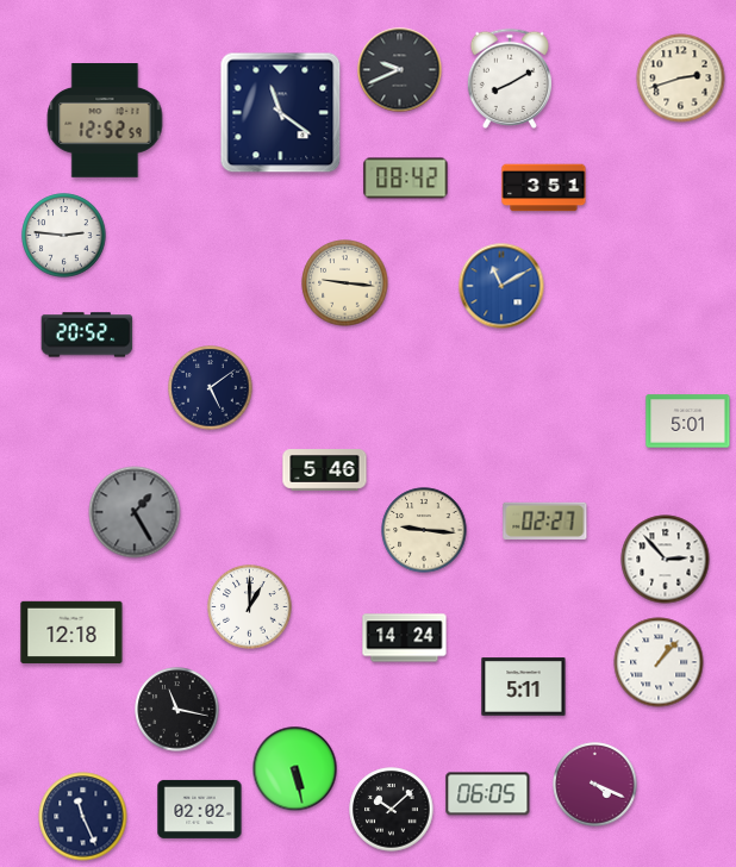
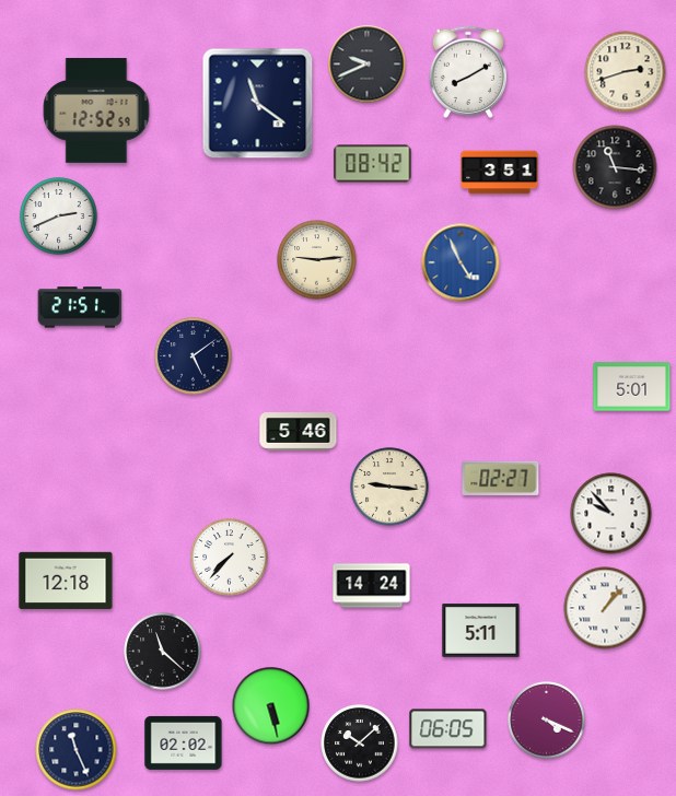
clock at (615, 167): none -> 11:16
clock at (64, 236): 2:46 -> 2:41
clock at (345, 283): 9:16 -> 9:14
clock at (501, 286): 11:10 -> 4:56
clock at (87, 335): 20:52 -> 21:51
clock at (135, 512): 1:25 -> none
clock at (666, 560): 2:53 -> 9:53
clock at (250, 607): 1:00 -> 7:37
clock at (177, 710): 11:17 -> 11:22
